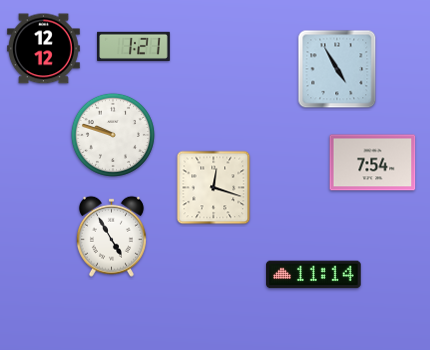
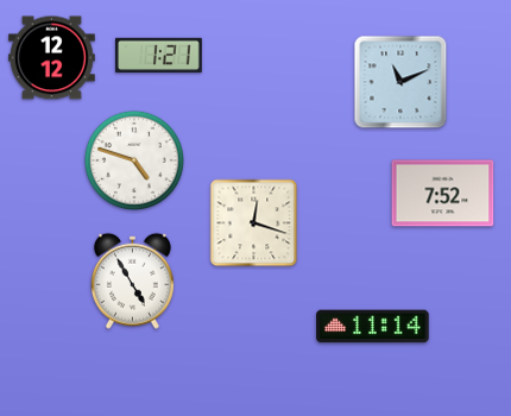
clock at (337, 69): 4:55 -> 11:11
clock at (113, 135): 9:48 -> 4:48
clock at (373, 163): 7:54 -> 7:52
